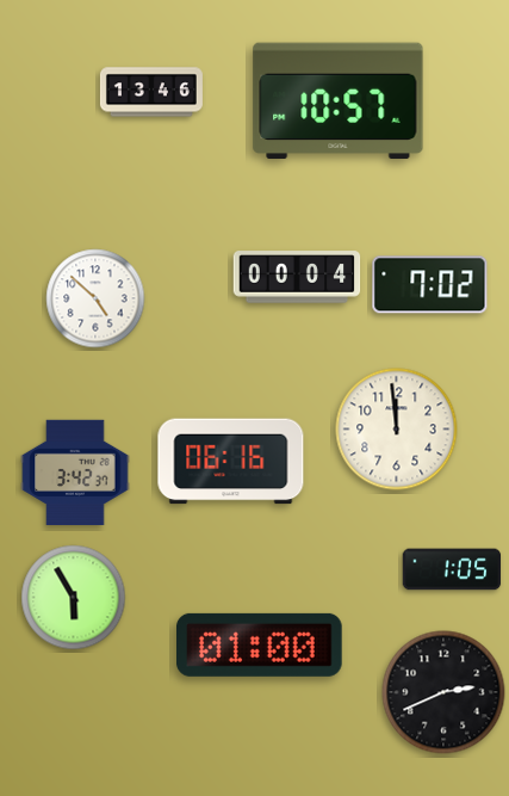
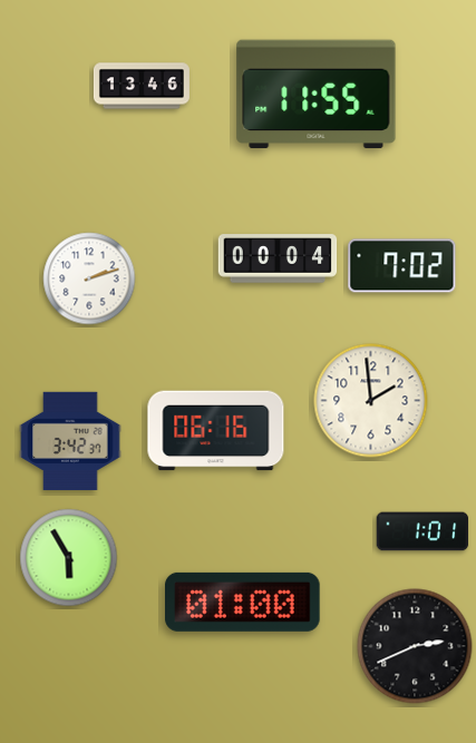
clock at (339, 101): 10:57 -> 11:55
clock at (95, 298): 4:52 -> 2:12
clock at (397, 430): 11:59 -> 1:59
clock at (452, 569): 1:05 -> 1:01
